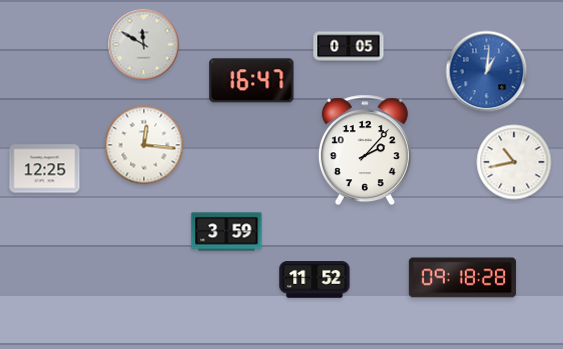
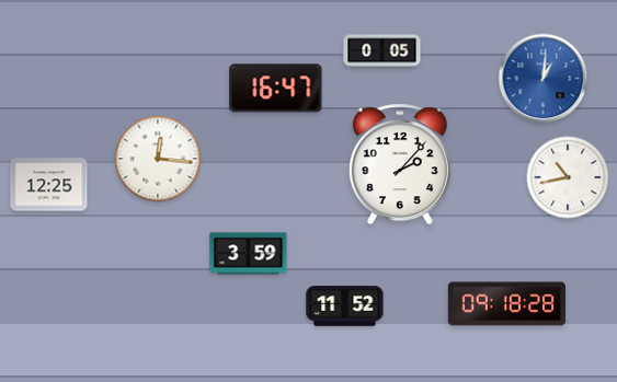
clock at (144, 45): 11:50 -> none
clock at (487, 72) position: (487, 72) -> (544, 79)
clock at (514, 162) position: (514, 162) -> (568, 177)
